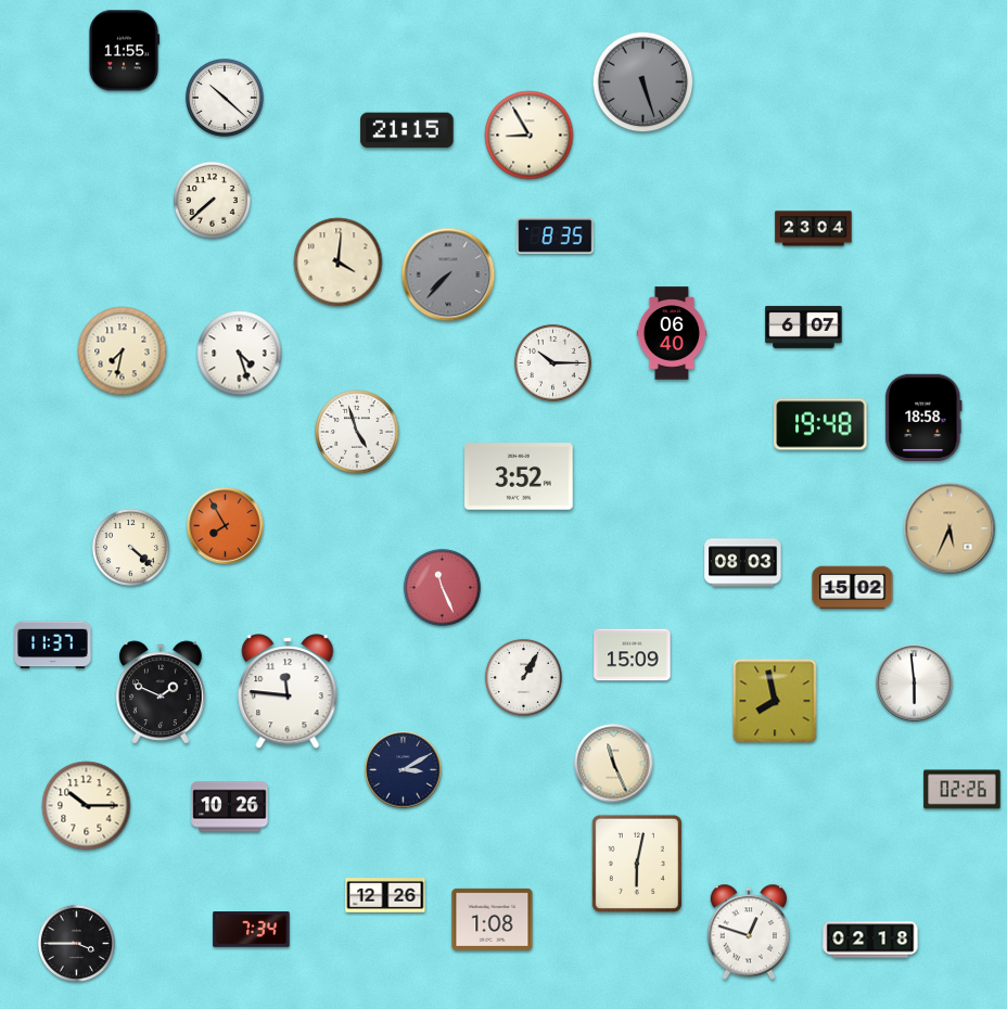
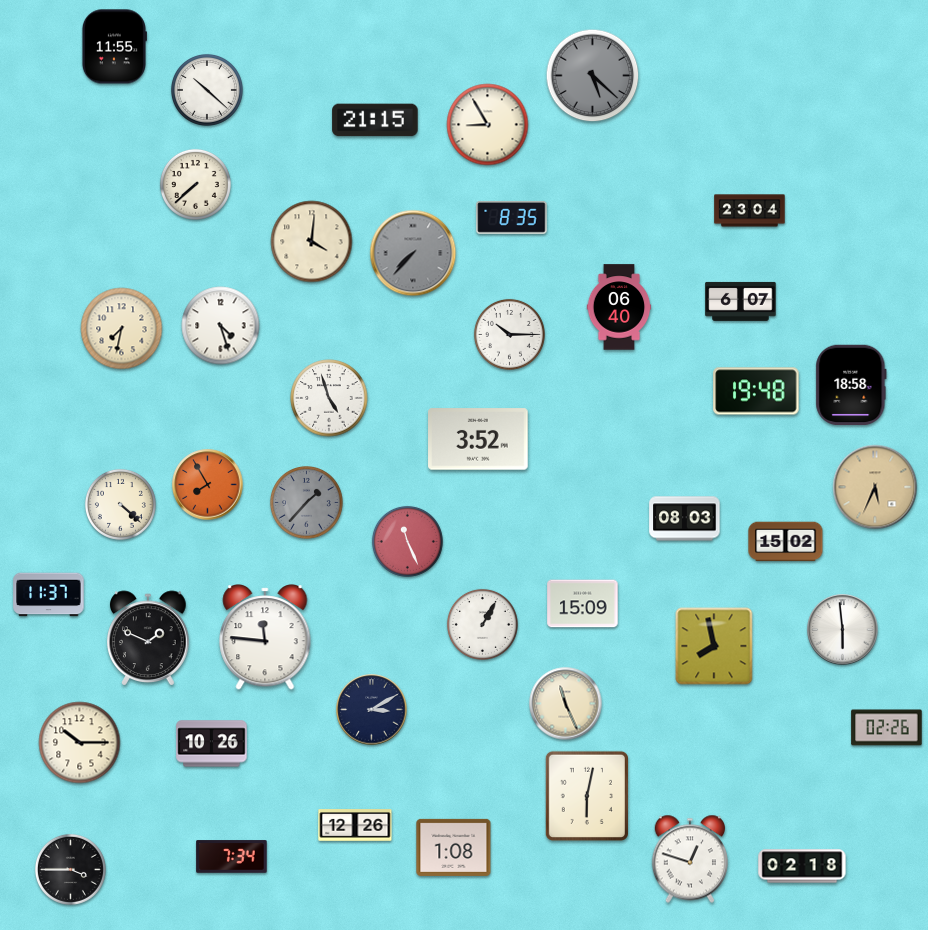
clock at (643, 82): 5:27 -> 5:22
clock at (123, 352) position: (123, 352) -> (122, 329)
clock at (307, 503): none -> 1:37
